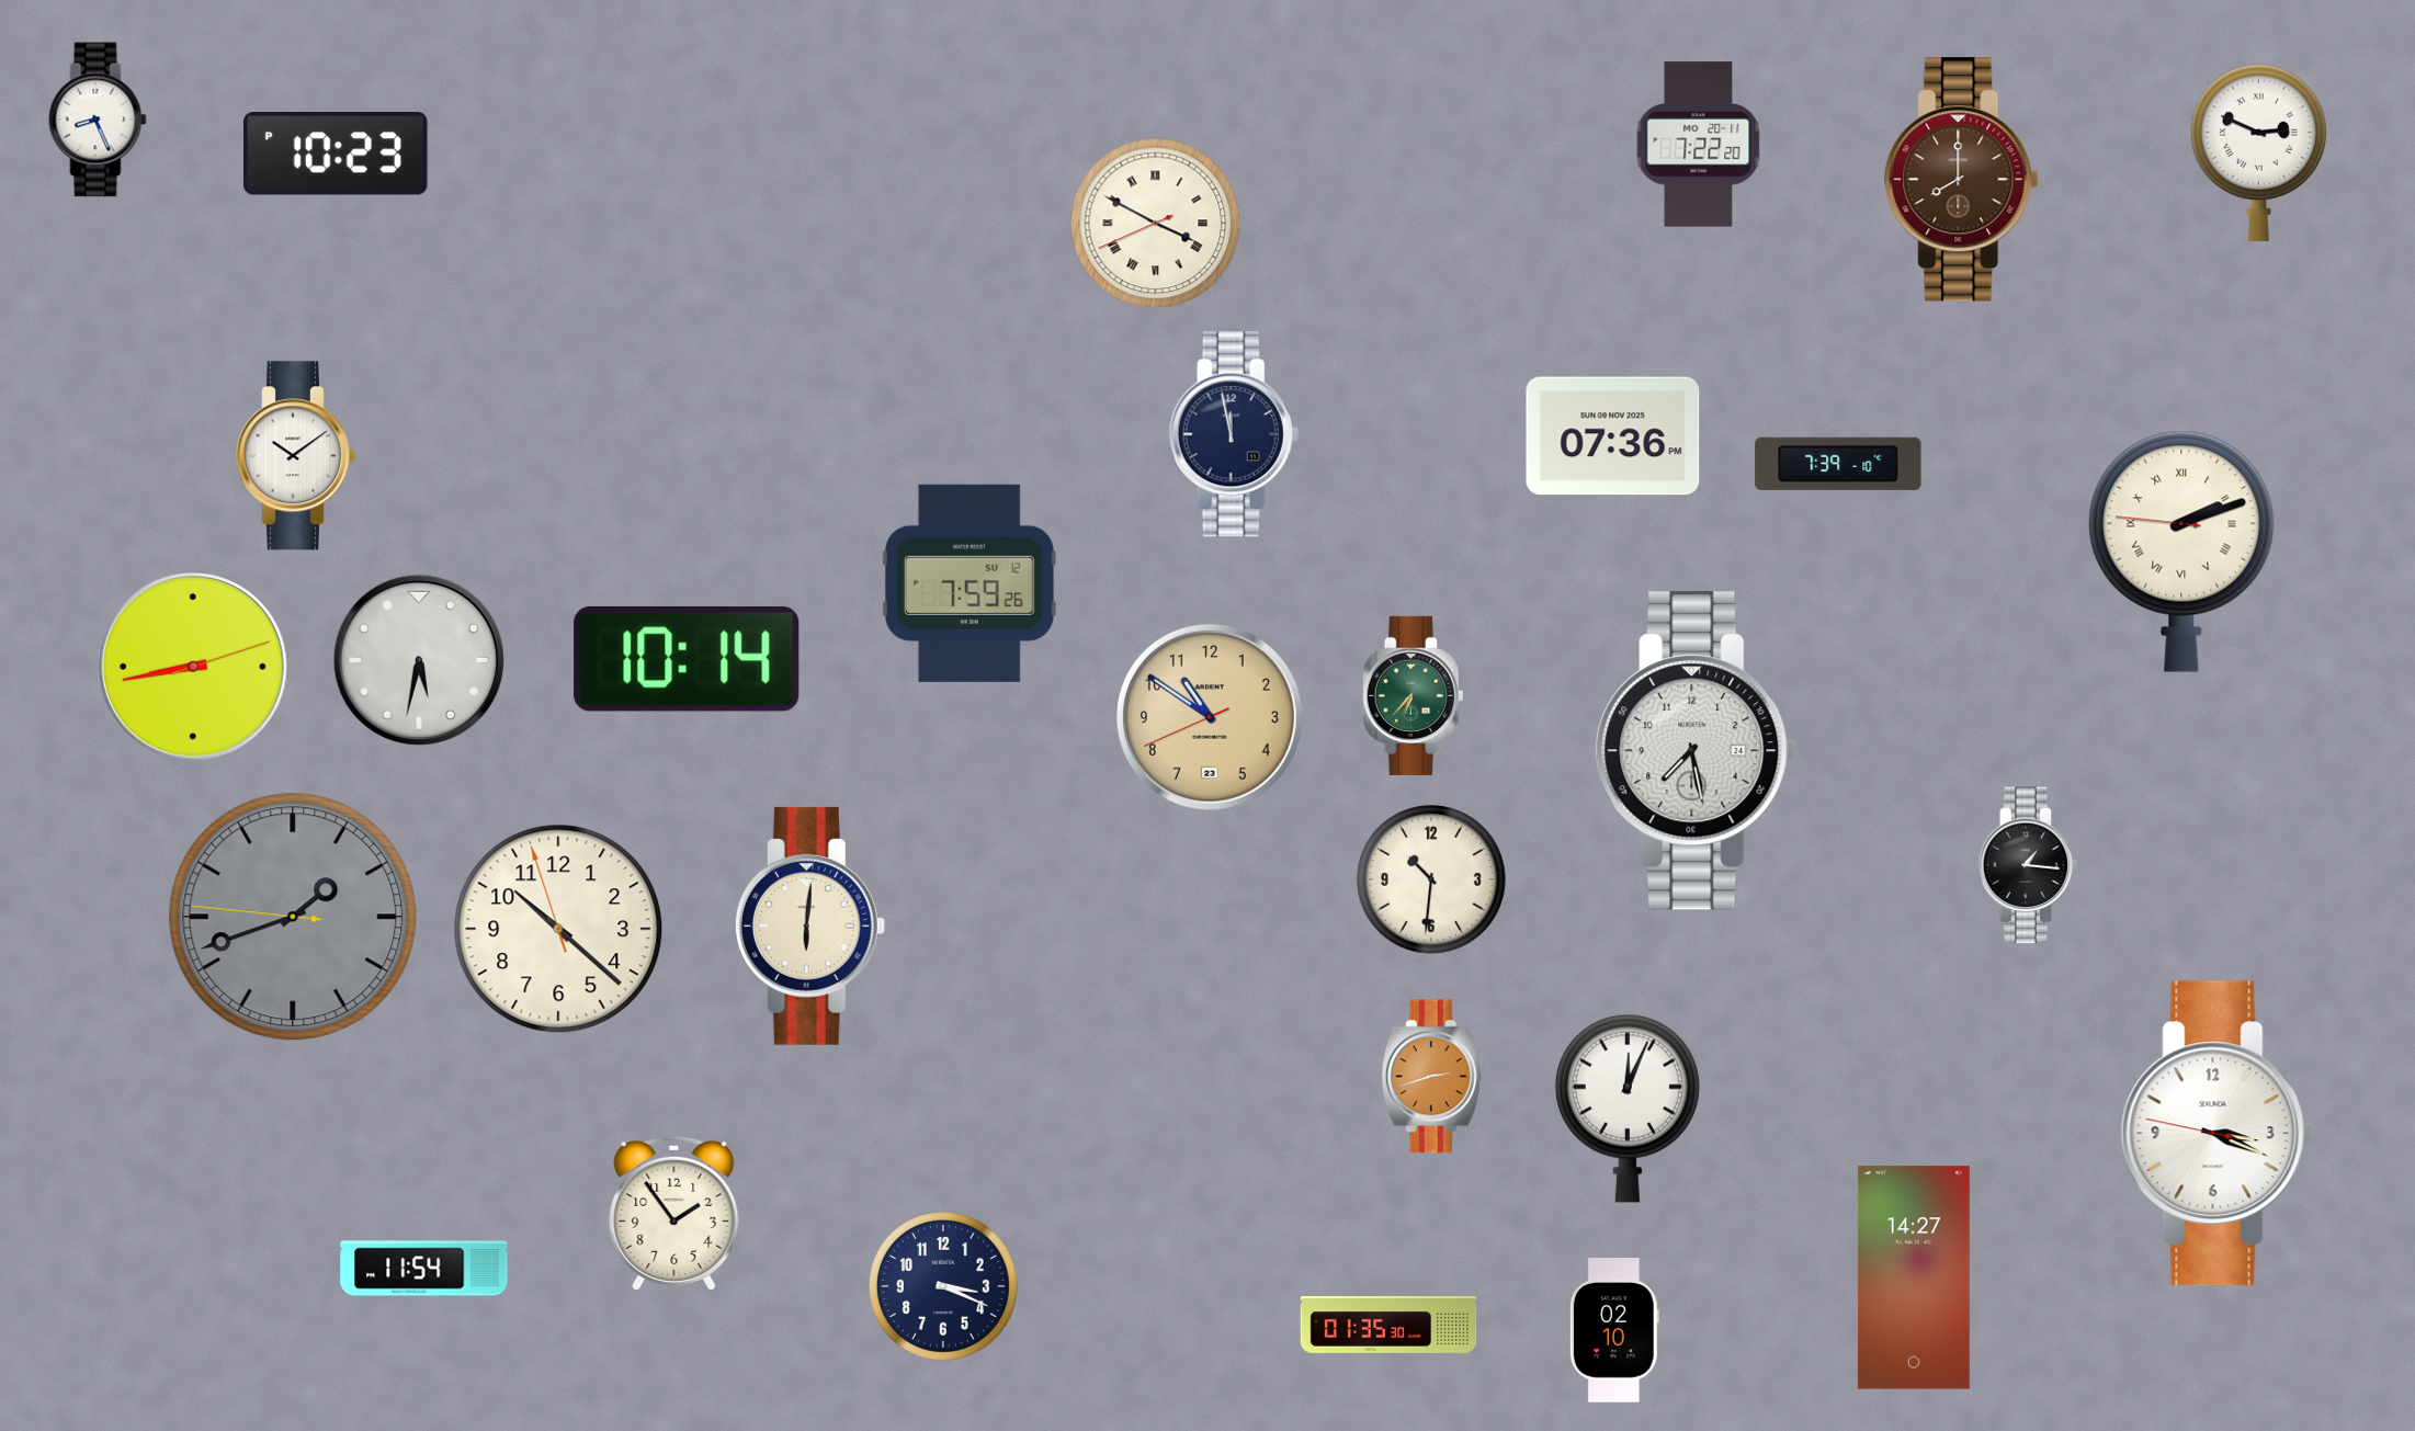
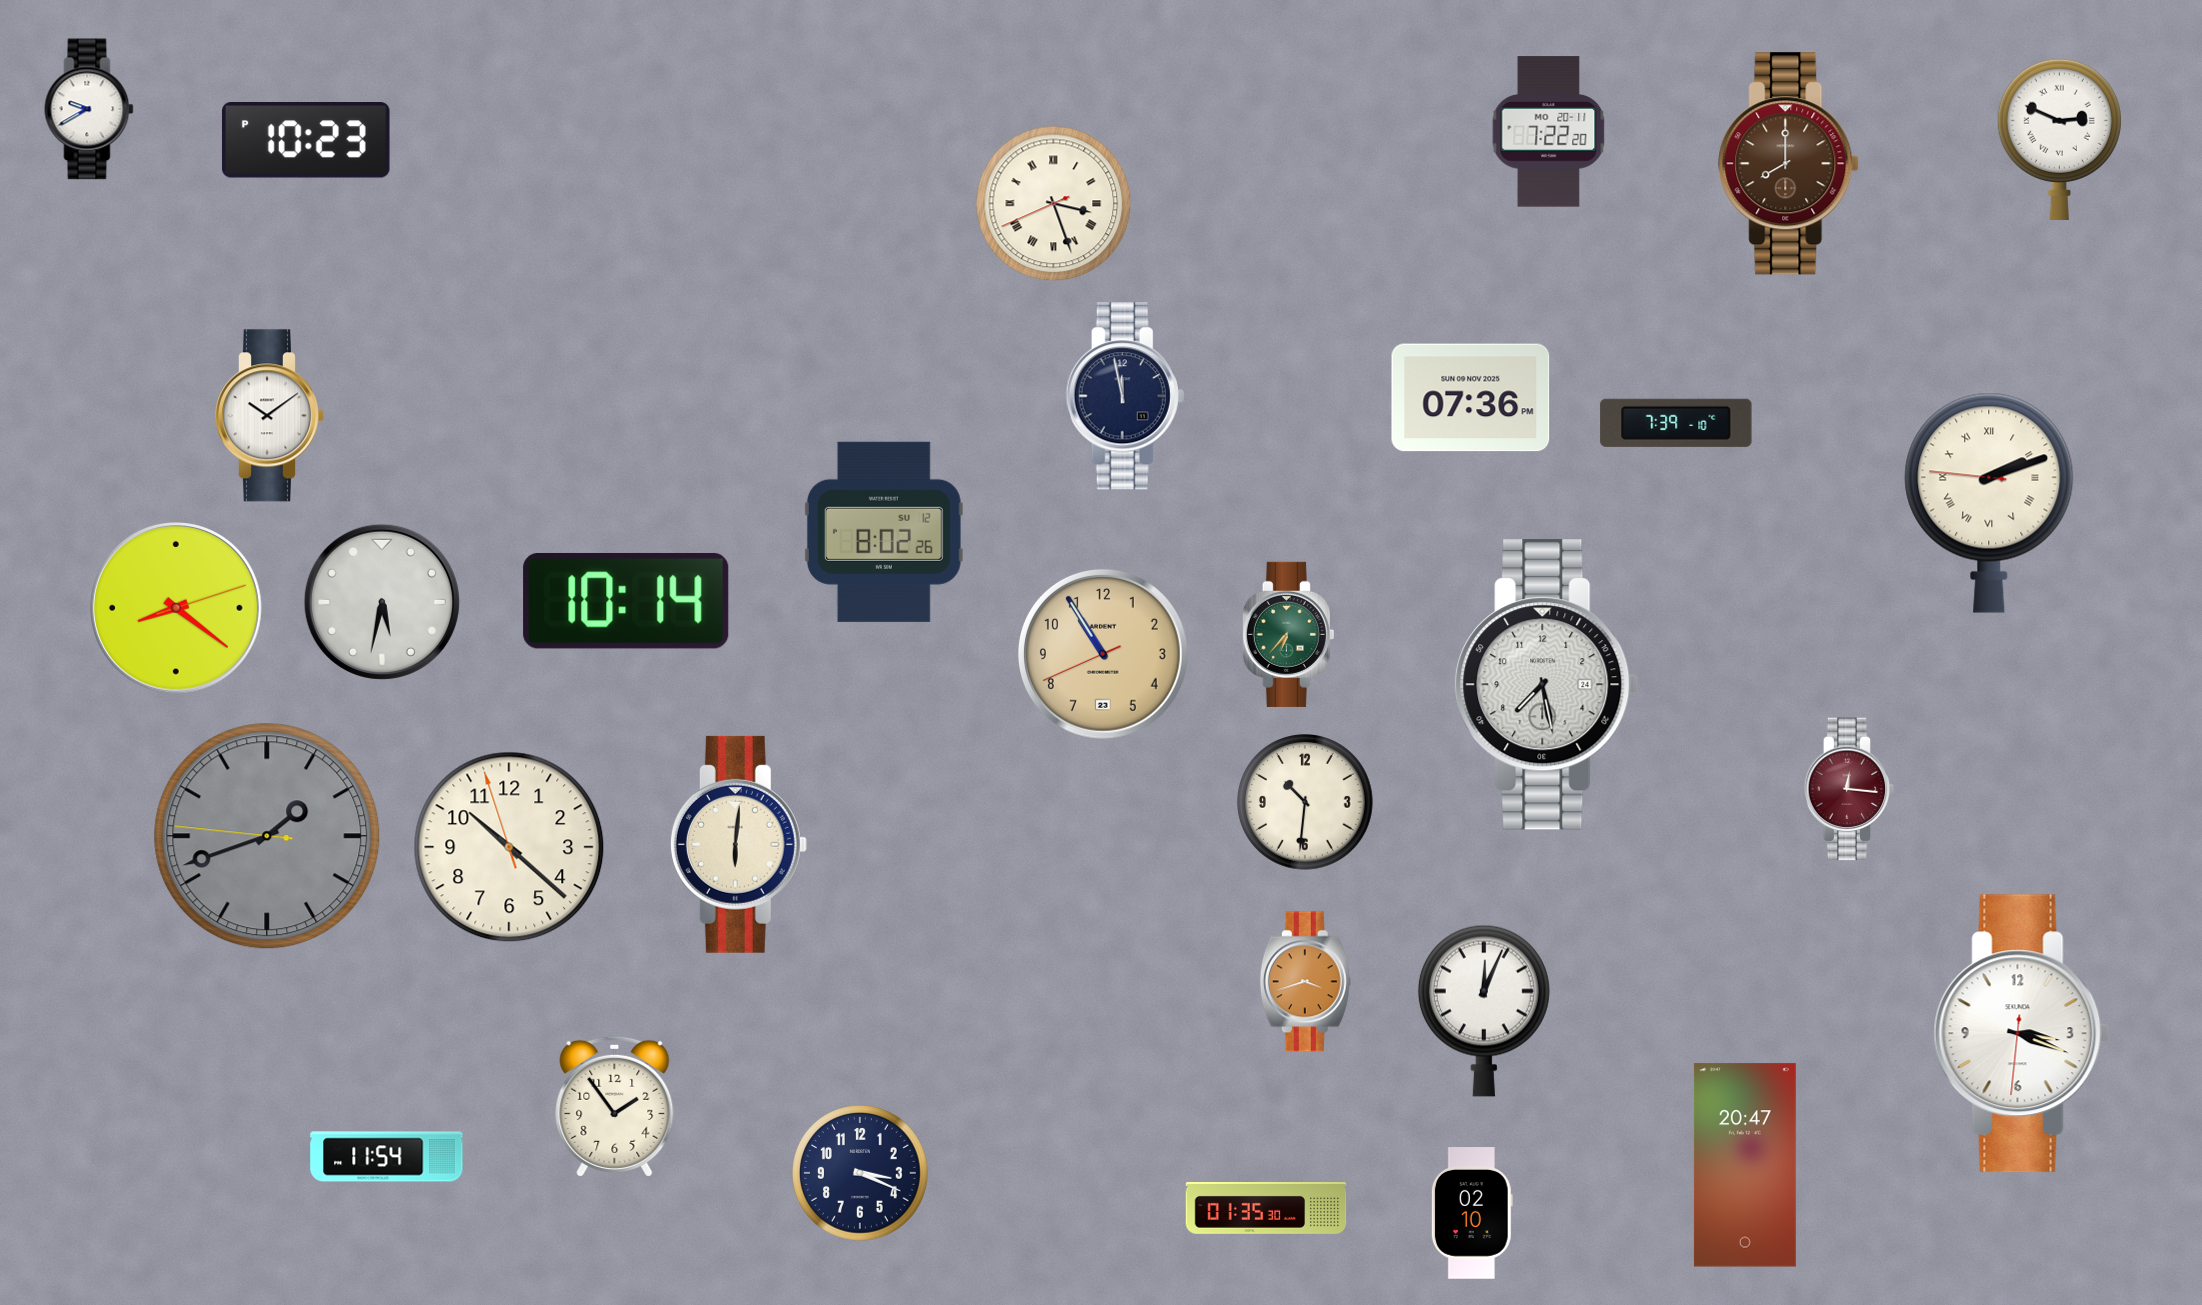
clock at (98, 120): 8:26 -> 9:40
clock at (1156, 224): 3:49 -> 3:26
clock at (970, 583): 7:59 -> 8:02
clock at (194, 668): 8:43 -> 8:21
clock at (1210, 717): 10:50 -> 10:54
clock at (2028, 865): 1:16 -> 12:16
clock at (2028, 865) dial: black -> burgundy
clock at (1431, 1077): 2:42 -> 3:42
clock at (2218, 1134): 3:18:47 -> 3:18:31
clock at (1914, 1277): 14:27 -> 20:47
